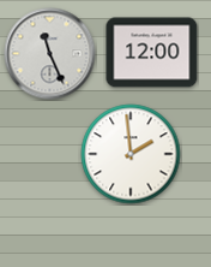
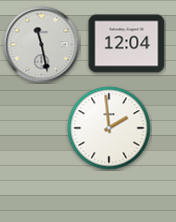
clock at (152, 53): 12:00 -> 12:04
clock at (50, 54): 11:26 -> 11:28
